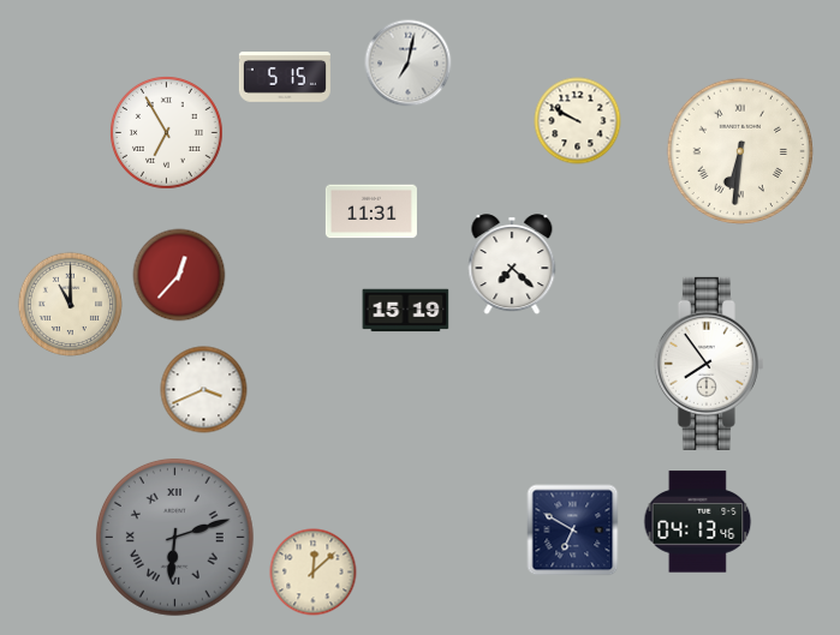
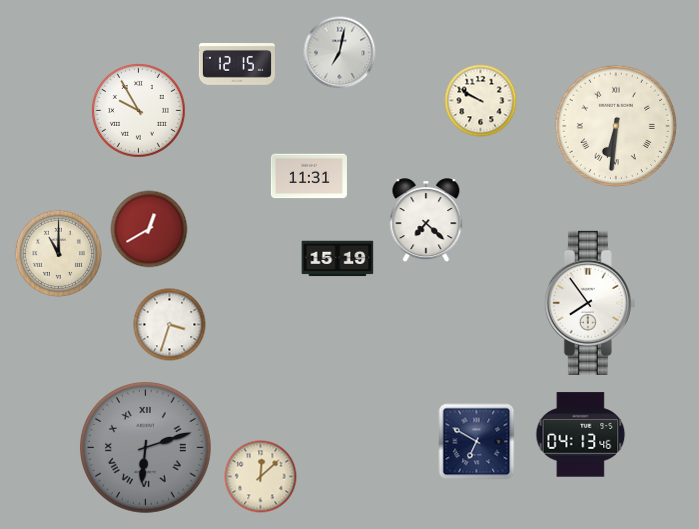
clock at (285, 78): 5:15 -> 12:15
clock at (167, 133): 6:55 -> 9:55
clock at (179, 275): 12:37 -> 12:40
clock at (204, 390): 3:41 -> 3:33
